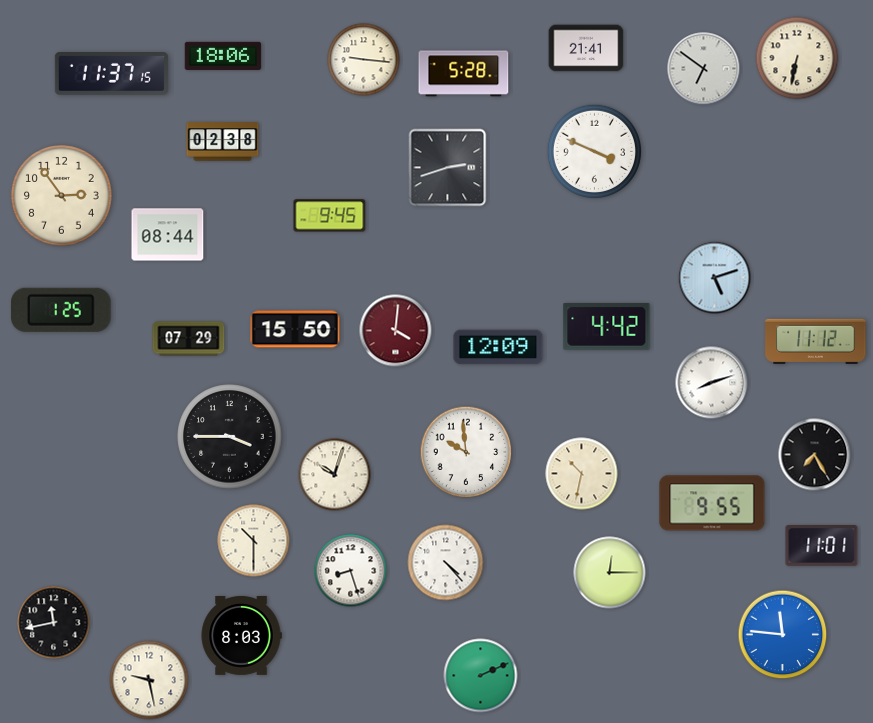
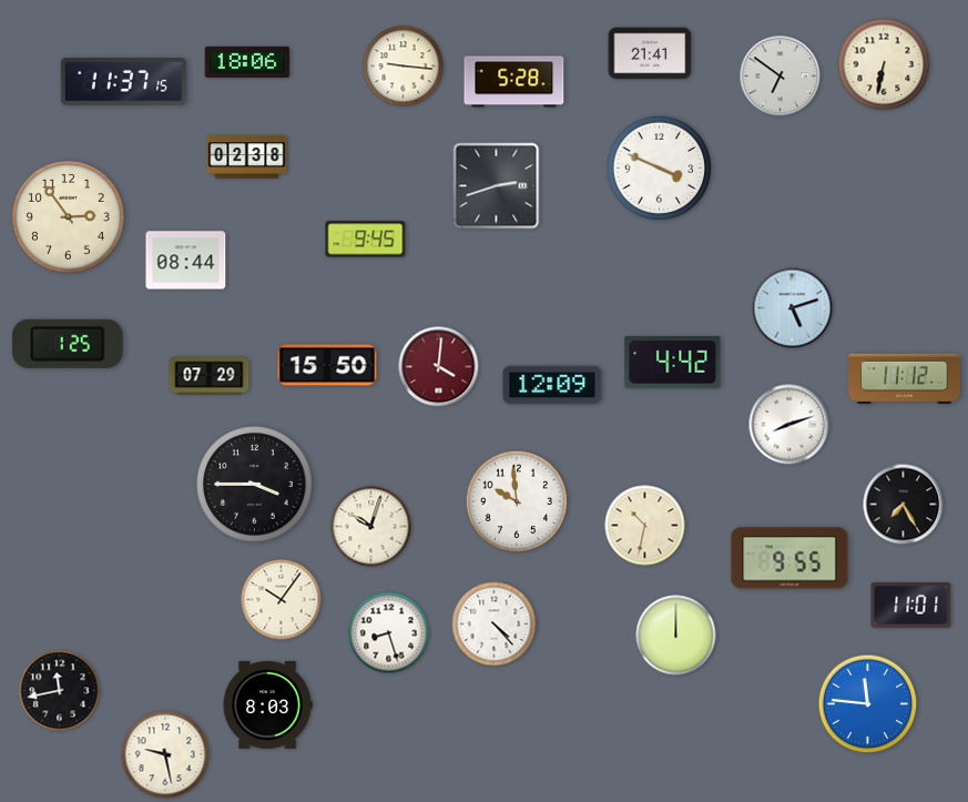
clock at (254, 541): 10:30 -> 10:06
clock at (610, 573): 12:15 -> 12:00
clock at (481, 676): 2:11 -> none
